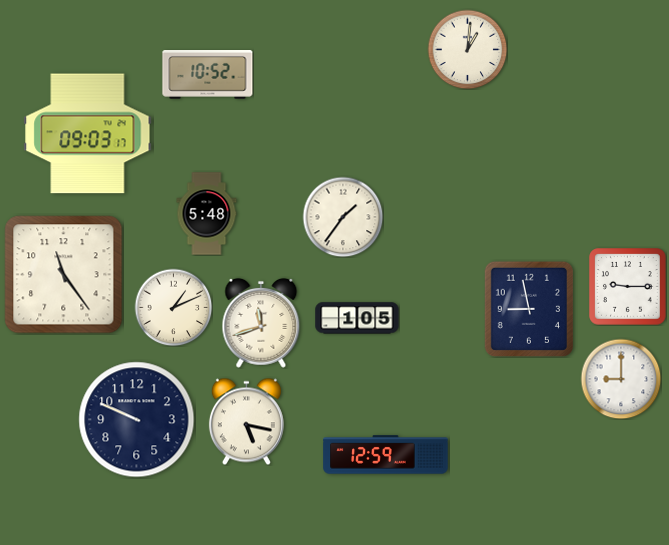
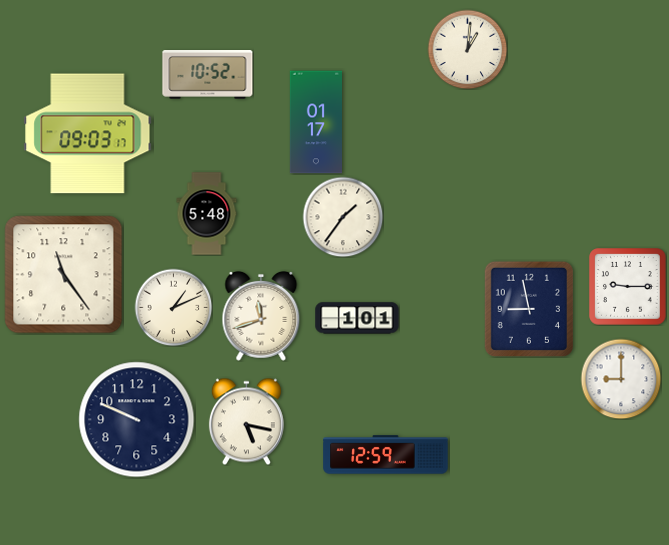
clock at (315, 122): none -> 01:17
clock at (357, 318): 1:05 -> 1:01
clock at (261, 323) position: (261, 323) -> (261, 316)
